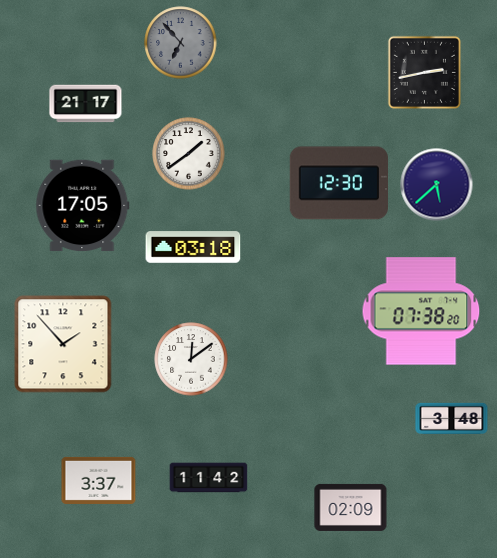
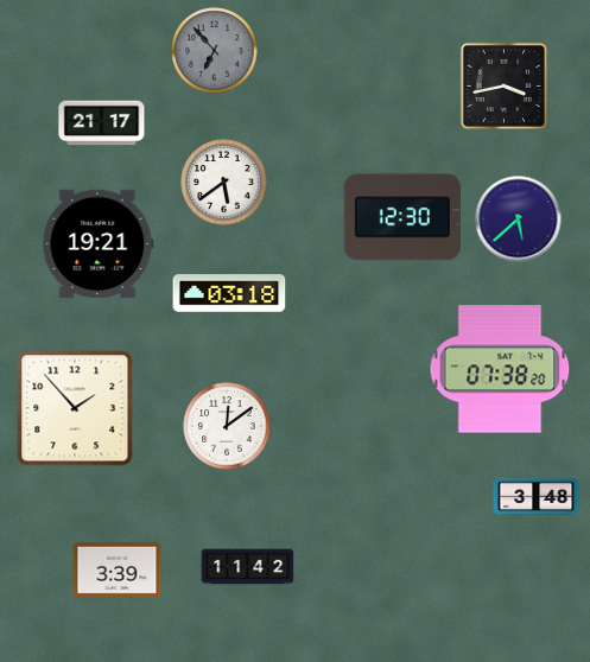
clock at (424, 72): 2:43 -> 3:43
clock at (189, 154): 1:39 -> 5:39
clock at (83, 206): 17:05 -> 19:21
clock at (99, 480): 3:37 -> 3:39
clock at (351, 507): 02:09 -> none
